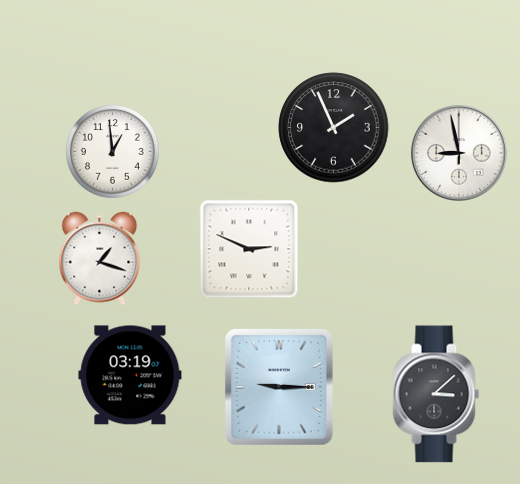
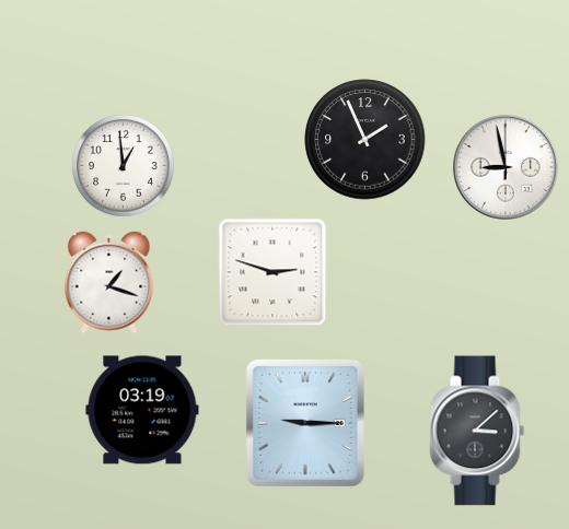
clock at (459, 153) position: (459, 153) -> (506, 167)
clock at (249, 249): 2:49 -> 2:48
